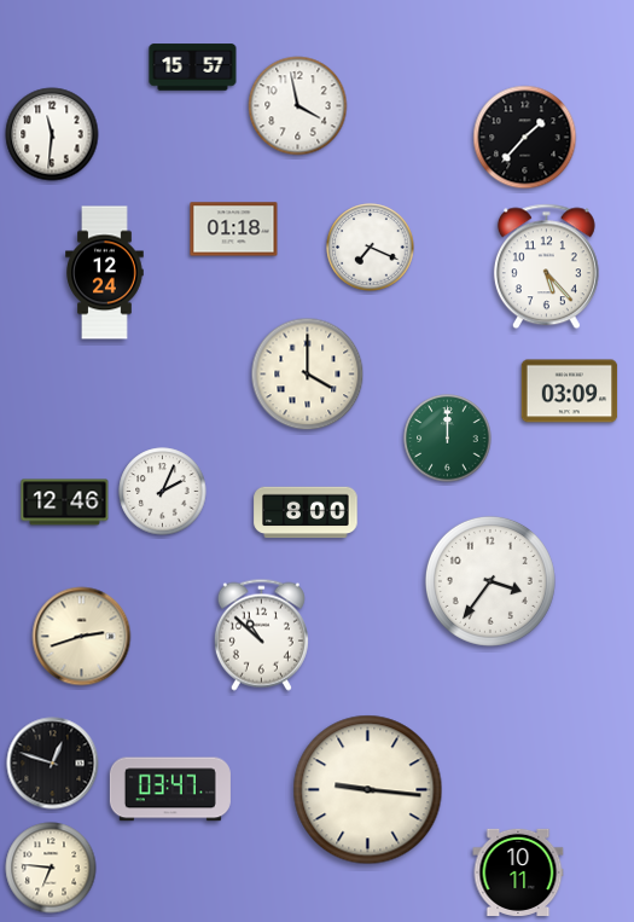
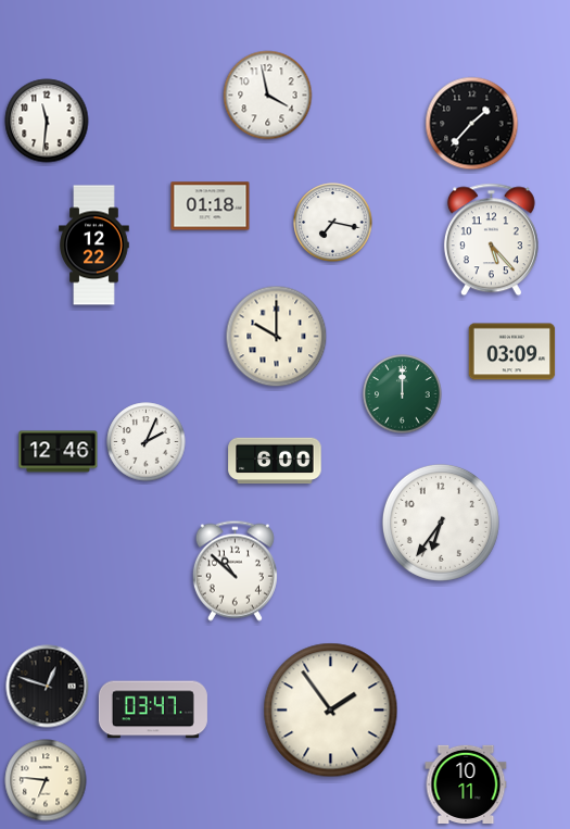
clock at (193, 68): 15:57 -> none
clock at (371, 248): 7:19 -> 7:17
clock at (105, 273): 12:24 -> 12:22
clock at (308, 375): 4:00 -> 10:00
clock at (306, 512): 8:00 -> 6:00
clock at (490, 581): 3:36 -> 6:36
clock at (82, 637): 2:42 -> none
clock at (368, 790): 9:16 -> 1:54
